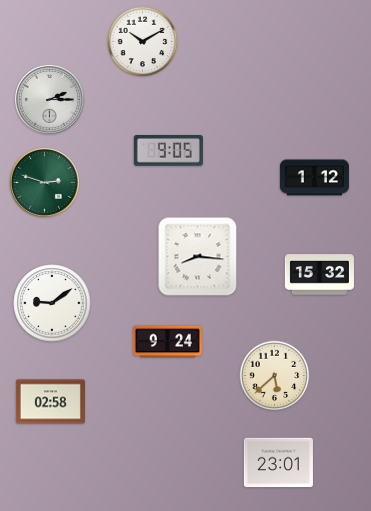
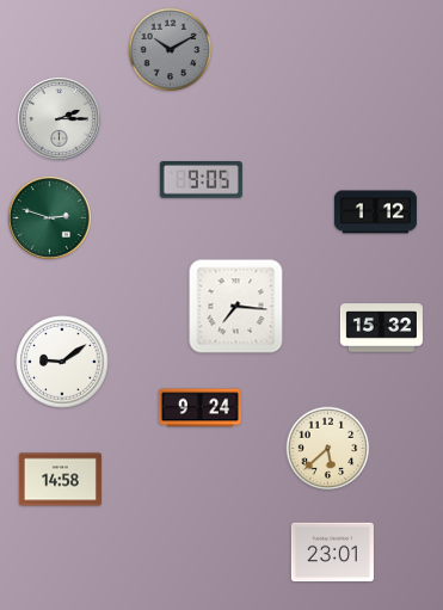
clock at (143, 42) dial: white -> grey
clock at (44, 182) position: (44, 182) -> (49, 217)
clock at (198, 257): 8:16 -> 7:16
clock at (50, 402): 02:58 -> 14:58
